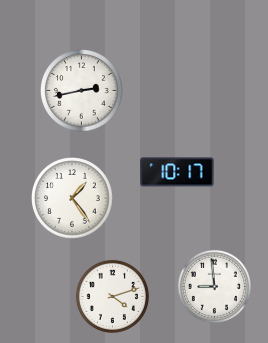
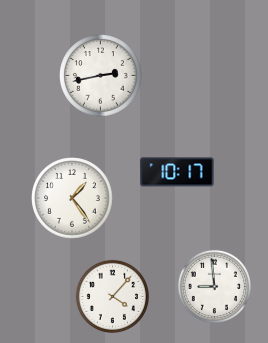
clock at (82, 91) position: (82, 91) -> (101, 76)
clock at (112, 296): 4:12 -> 4:07
